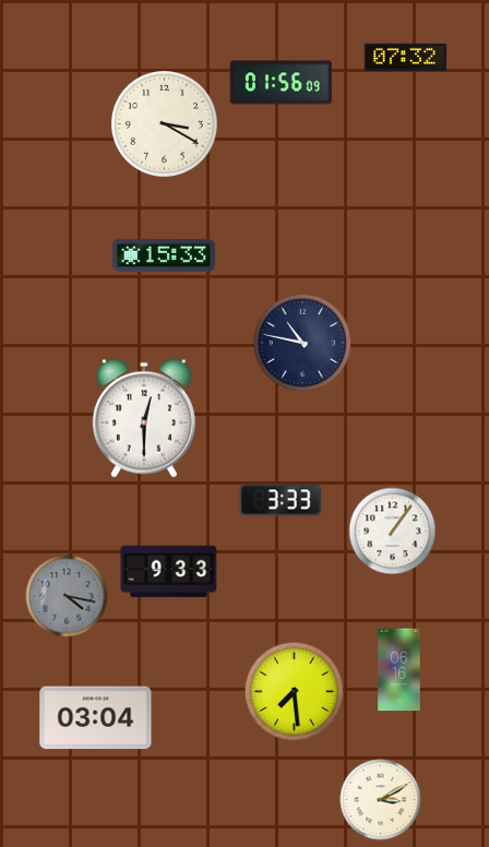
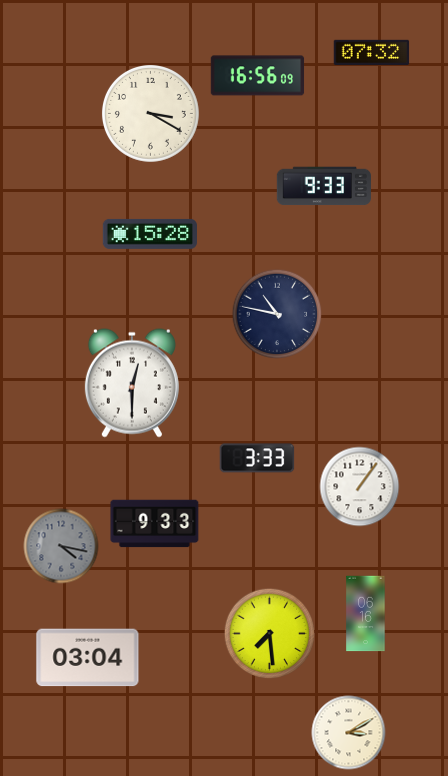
clock at (282, 83): 01:56 -> 16:56
clock at (324, 186): none -> 9:33
clock at (164, 255): 15:33 -> 15:28
